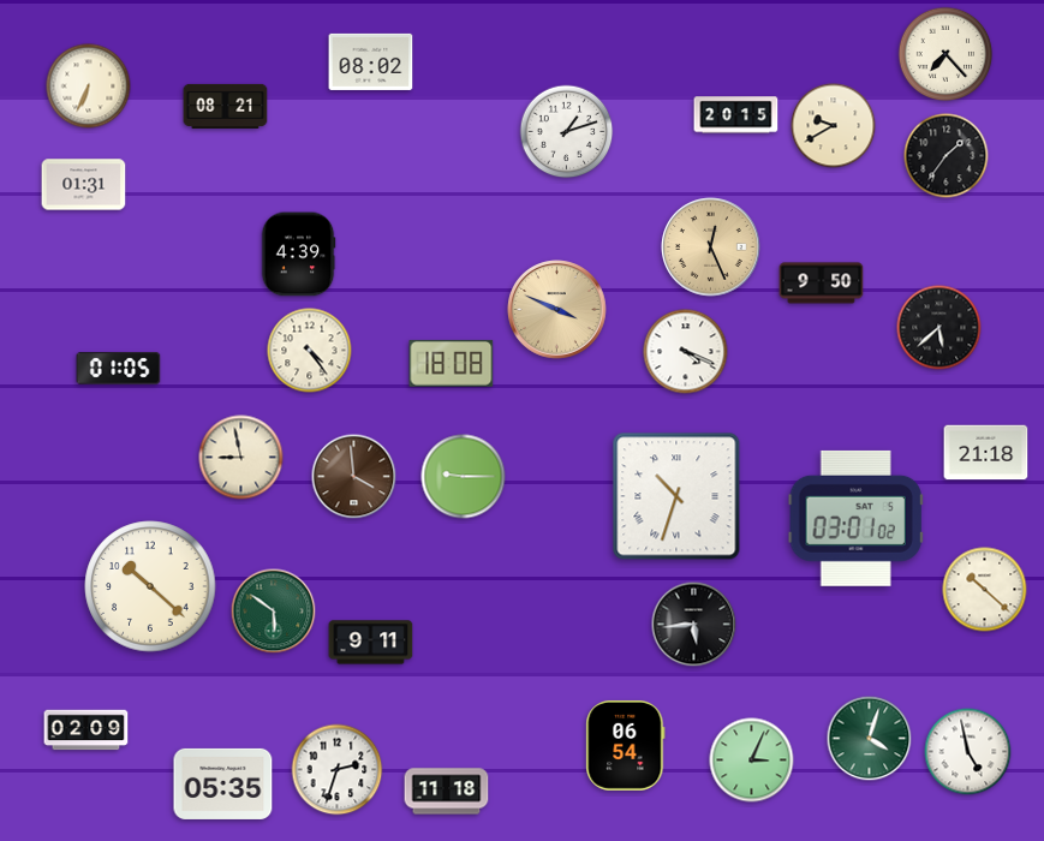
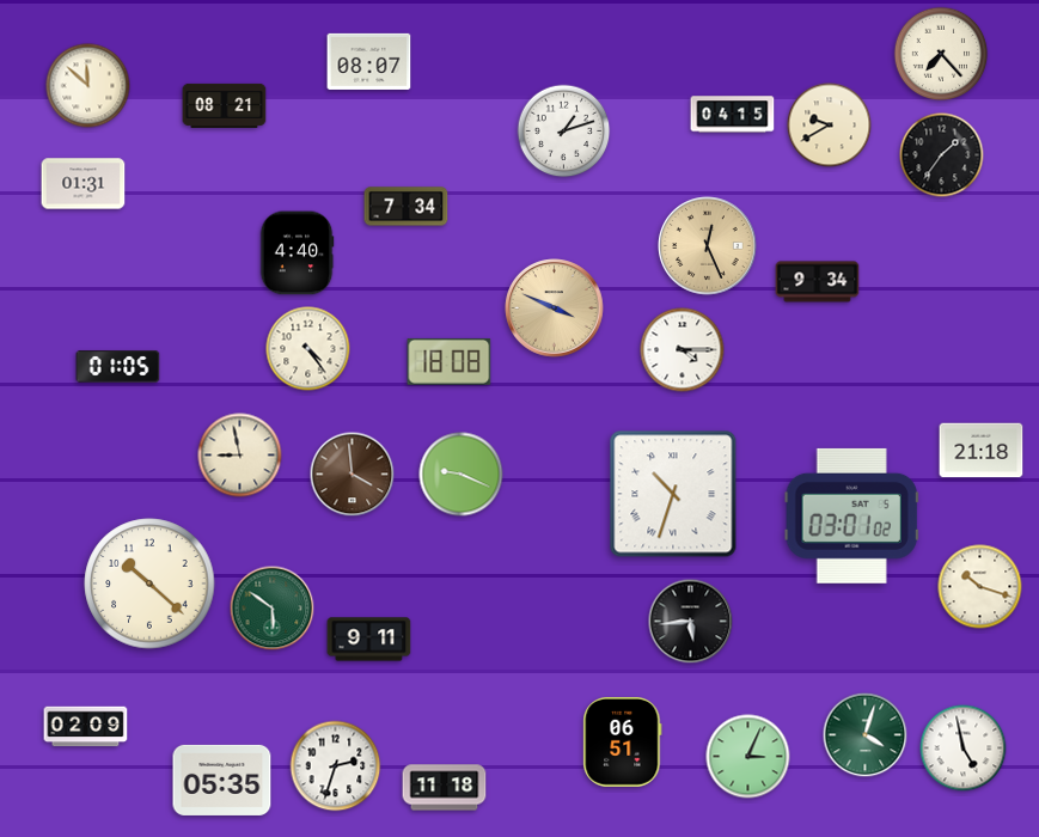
clock at (371, 61): 08:02 -> 08:07
clock at (89, 87): 6:34 -> 11:52
clock at (736, 115): 20:15 -> 04:15
clock at (407, 207): none -> 7:34
clock at (298, 255): 4:39 -> 4:40
clock at (822, 284): 9:50 -> 9:34
clock at (939, 328): 5:38 -> none
clock at (686, 352): 4:19 -> 4:15
clock at (464, 477): 9:15 -> 9:19
clock at (985, 590): 10:22 -> 10:18
clock at (626, 745): 06:54 -> 06:51
